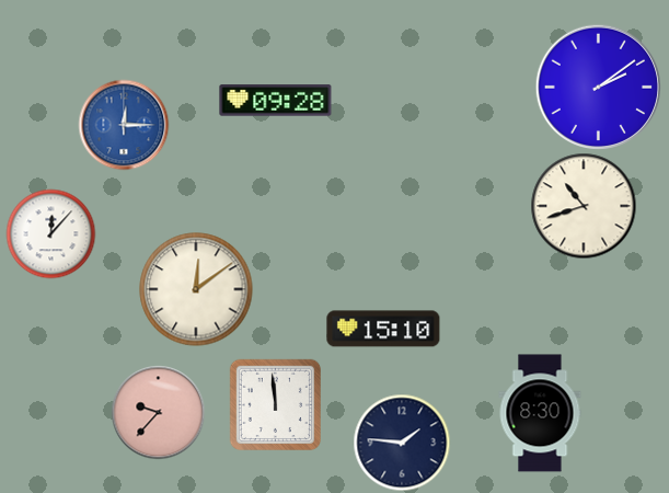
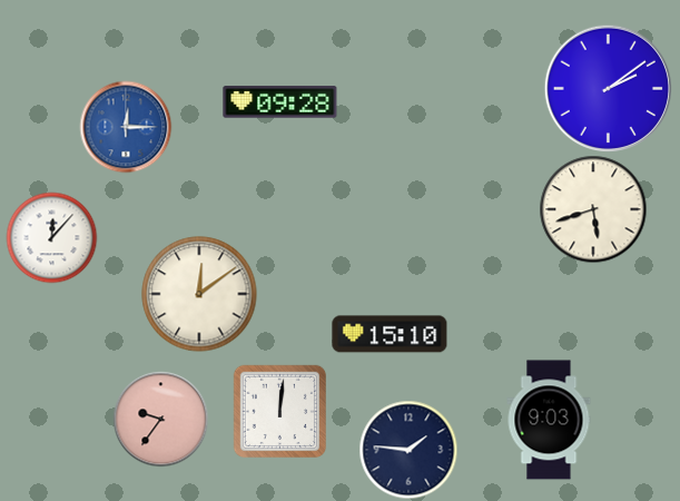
clock at (584, 206): 10:42 -> 5:42
clock at (275, 404): 11:59 -> 12:01
clock at (158, 412): 9:37 -> 9:36
clock at (540, 413): 8:30 -> 9:03
